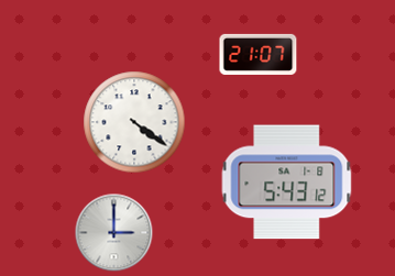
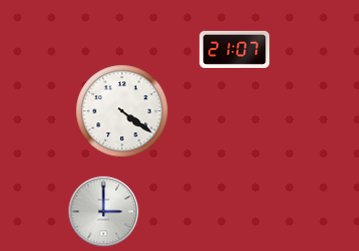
clock at (287, 183): 5:43 -> none
